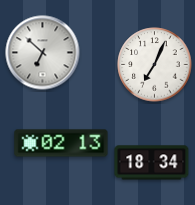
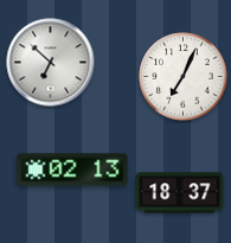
clock at (152, 163): 18:34 -> 18:37
